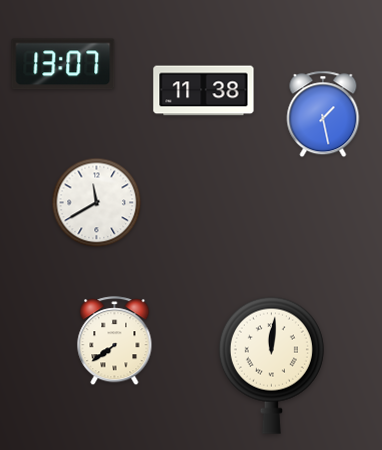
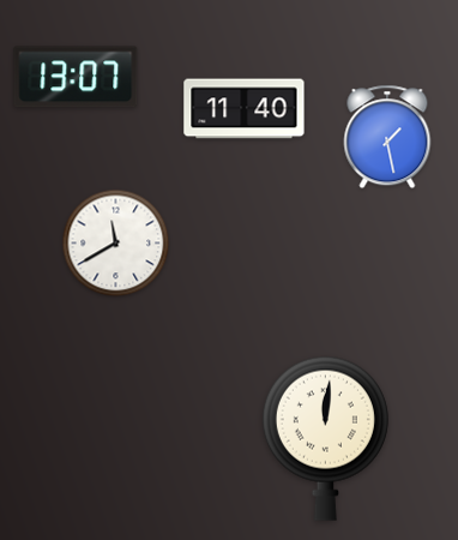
clock at (204, 91): 11:38 -> 11:40
clock at (115, 341): 7:39 -> none
